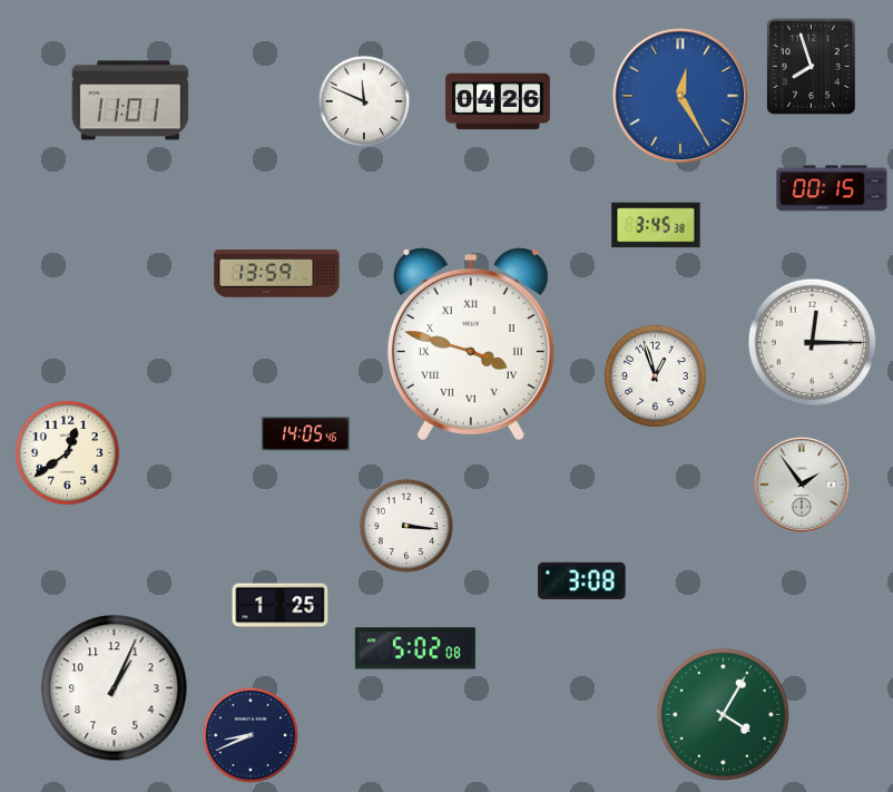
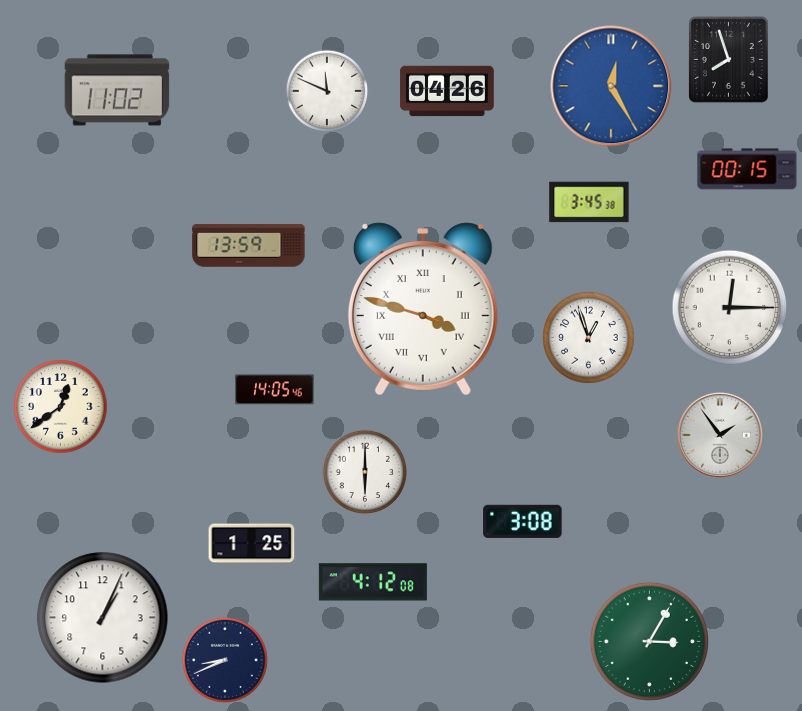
clock at (130, 100): 11:01 -> 11:02
clock at (405, 525): 3:16 -> 6:00
clock at (415, 648): 5:02 -> 4:12
clock at (723, 714): 4:05 -> 3:05
